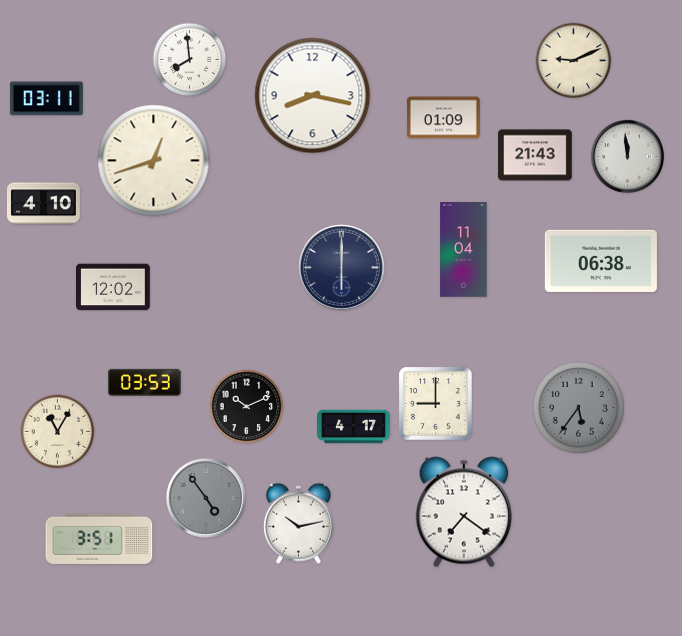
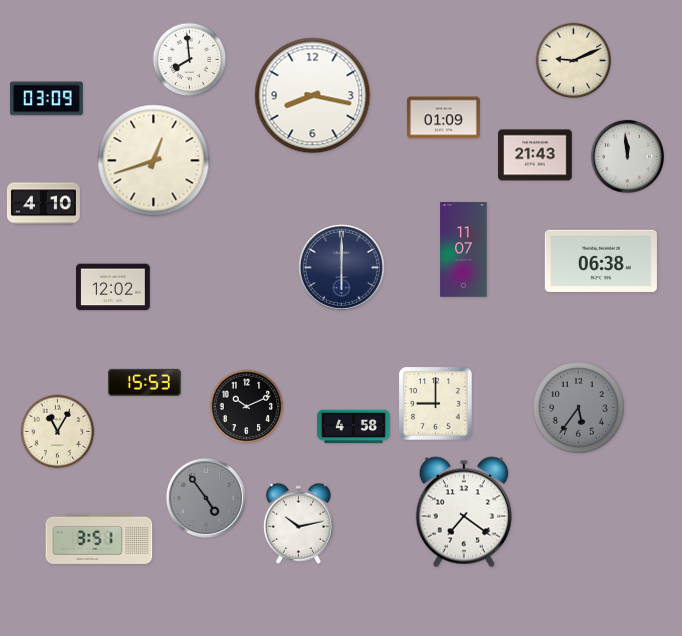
clock at (46, 99): 03:11 -> 03:09
clock at (464, 250): 11:04 -> 11:07
clock at (144, 382): 03:53 -> 15:53
clock at (354, 427): 4:17 -> 4:58
